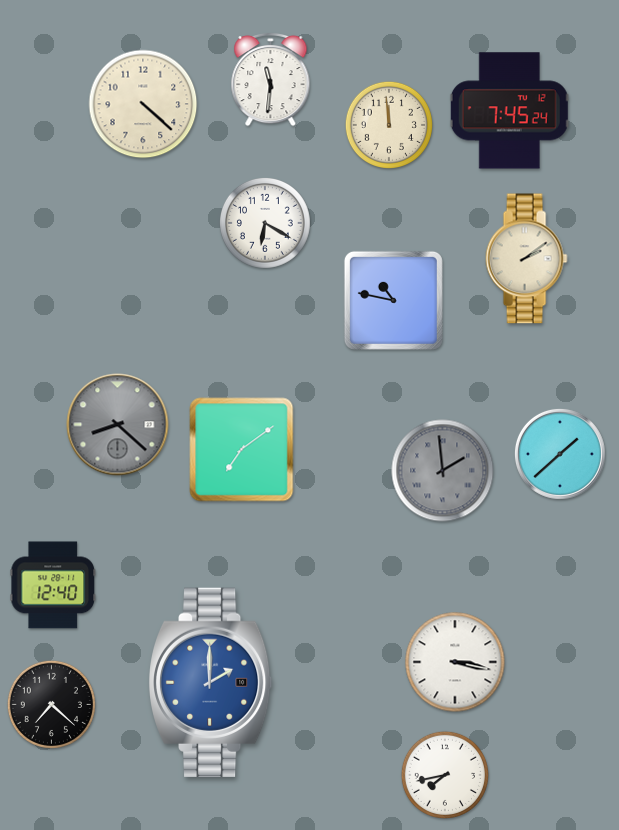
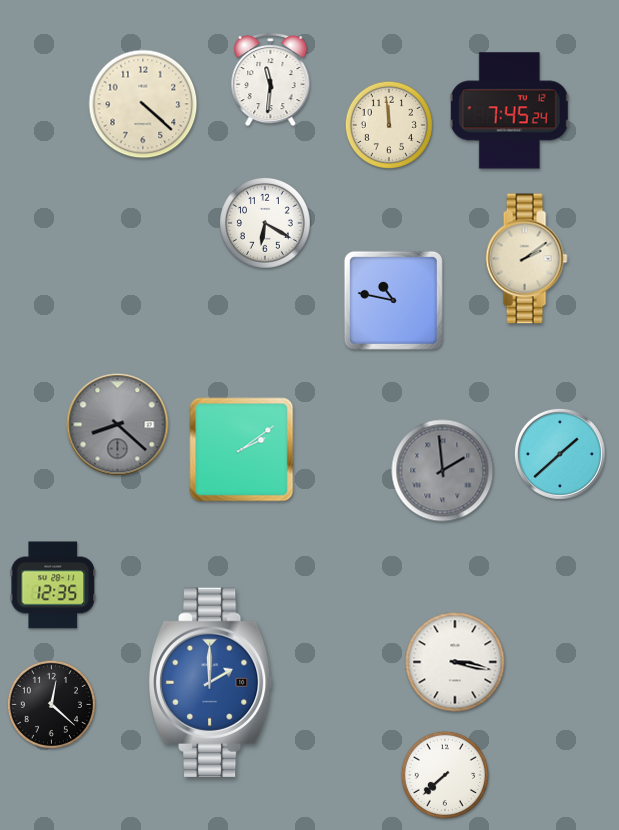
clock at (242, 450): 7:09 -> 2:09
clock at (53, 585): 12:40 -> 12:35
clock at (51, 704): 7:22 -> 12:22
clock at (444, 774): 7:43 -> 7:38
